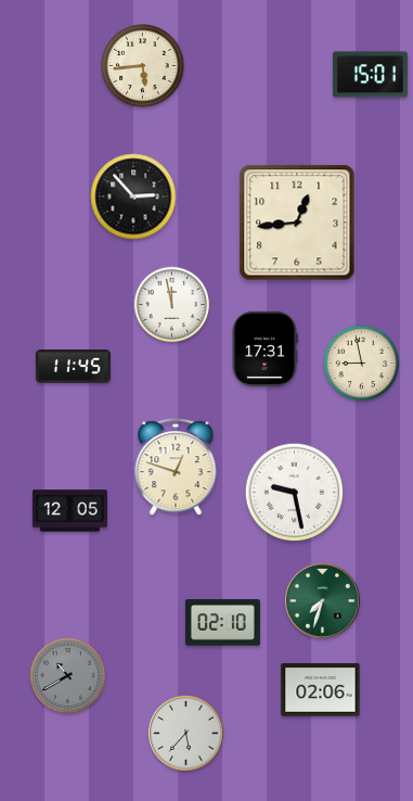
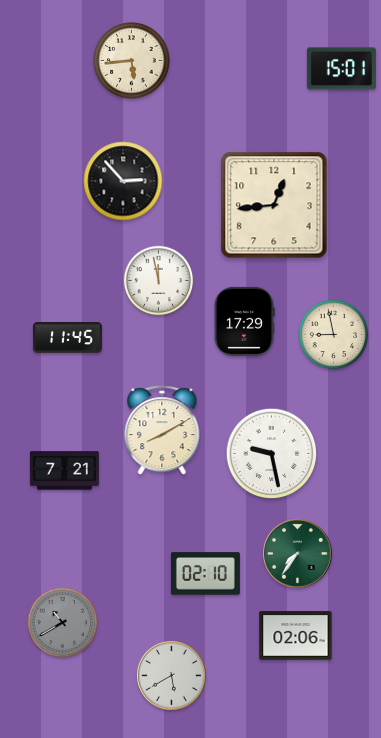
clock at (264, 348): 17:31 -> 17:29
clock at (176, 468): 12:48 -> 8:10
clock at (69, 511): 12:05 -> 7:21
clock at (323, 601): 7:33 -> 7:36
clock at (186, 734): 5:37 -> 5:40
